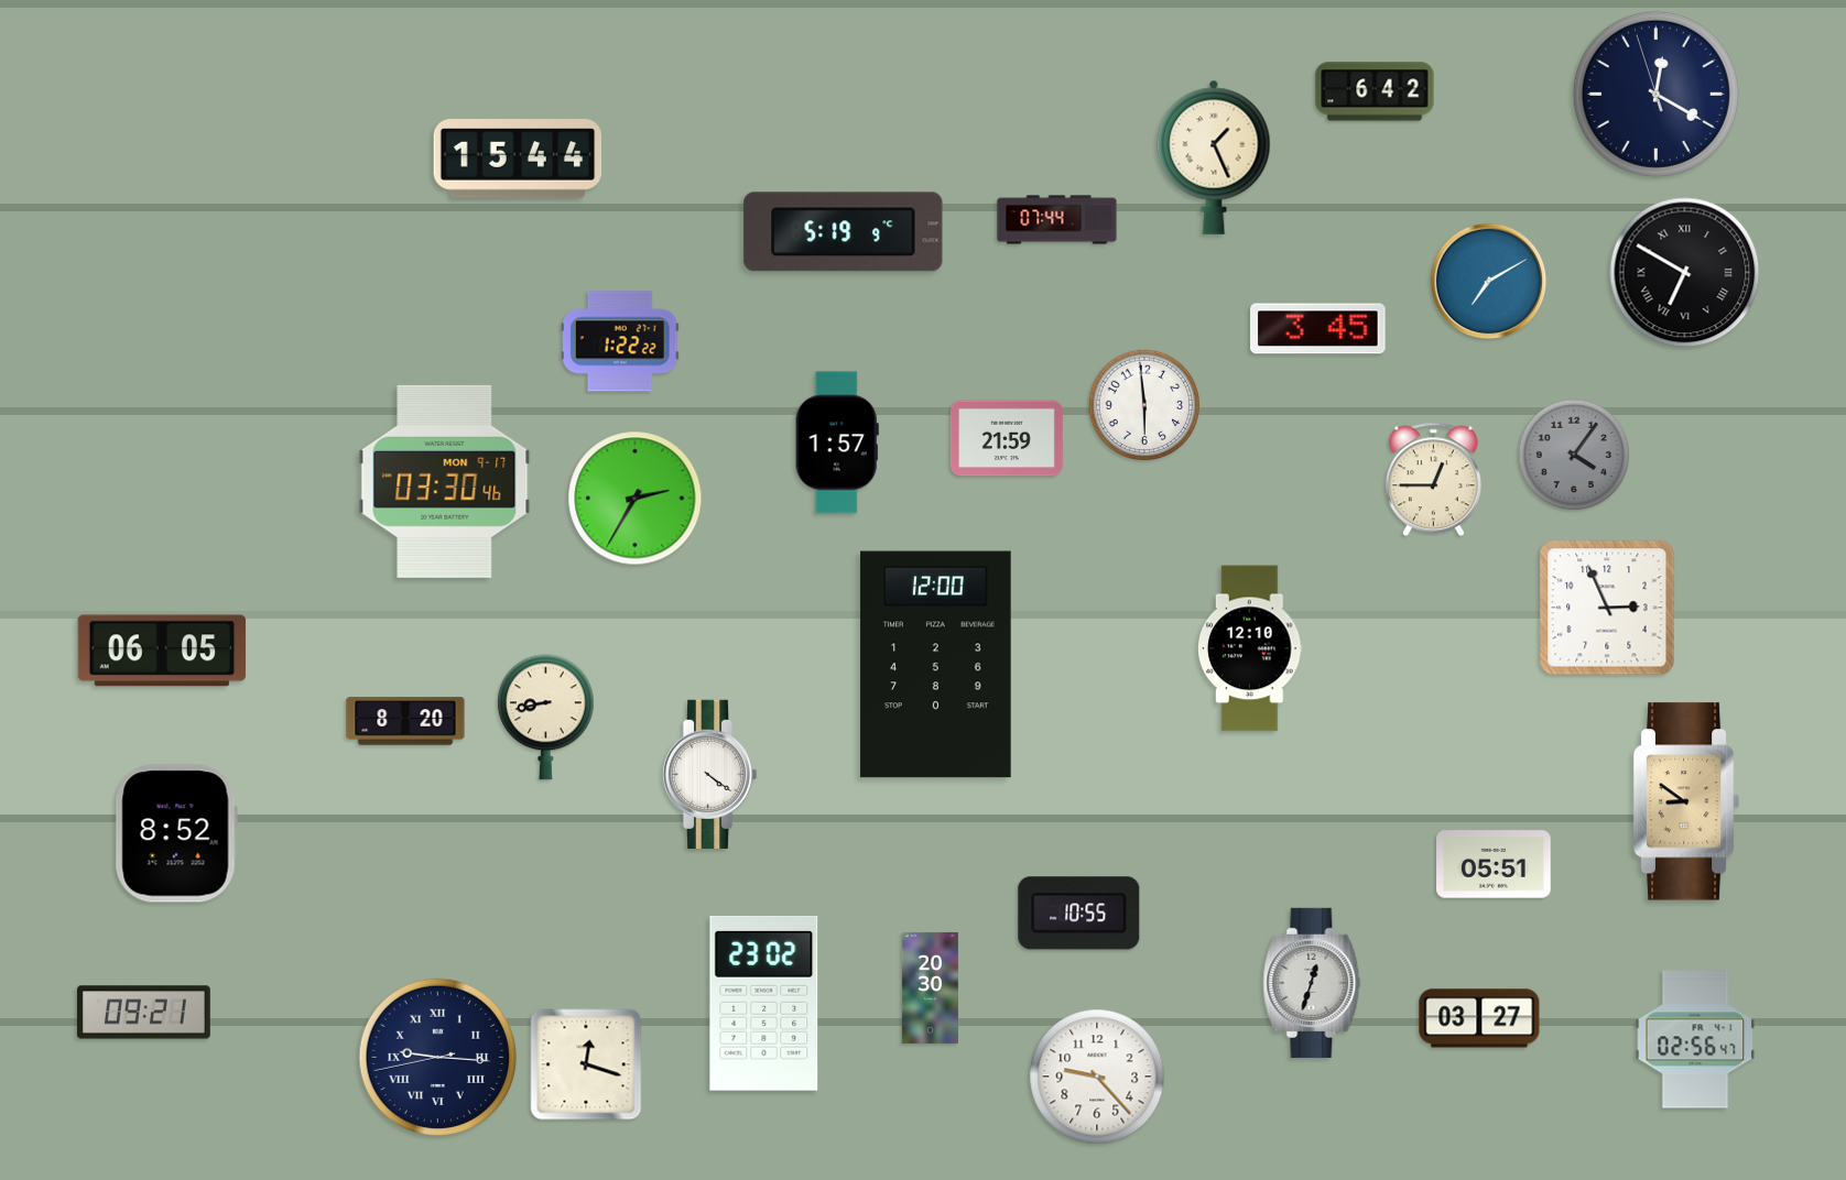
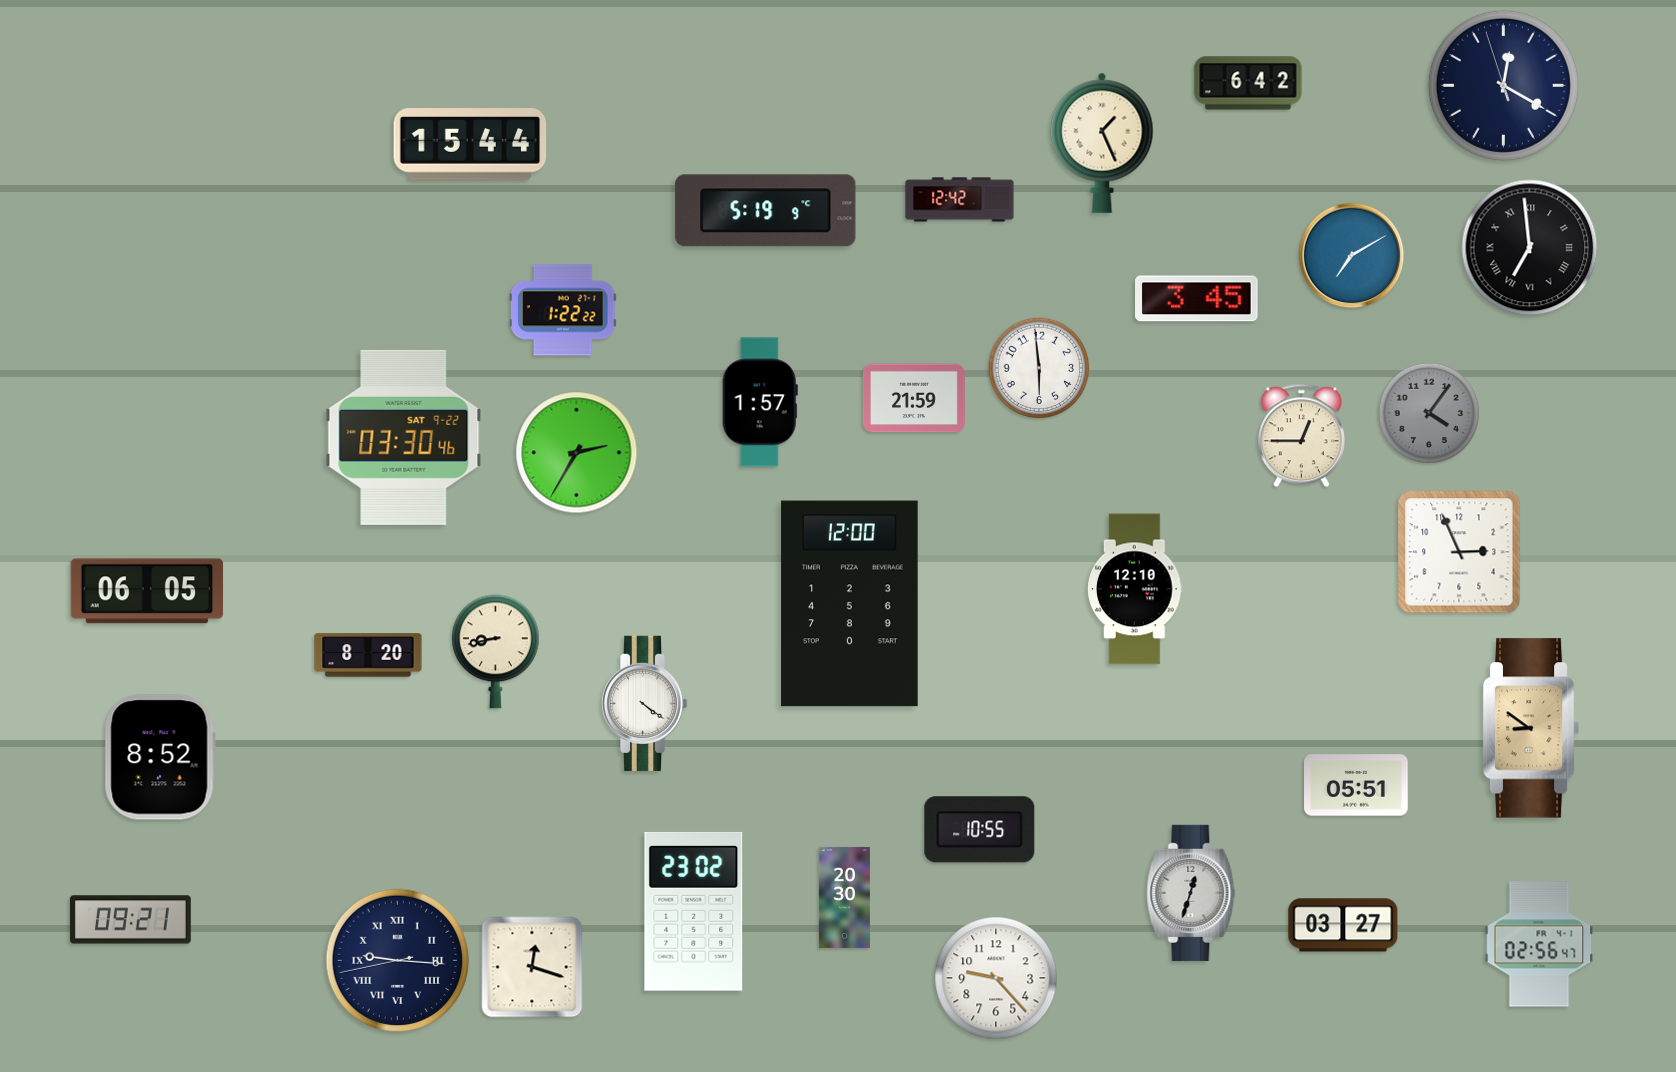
clock at (1057, 220): 07:44 -> 12:42
clock at (1685, 273): 6:50 -> 6:59
clock at (445, 481) date: MON 9-17 -> SAT 9-22
